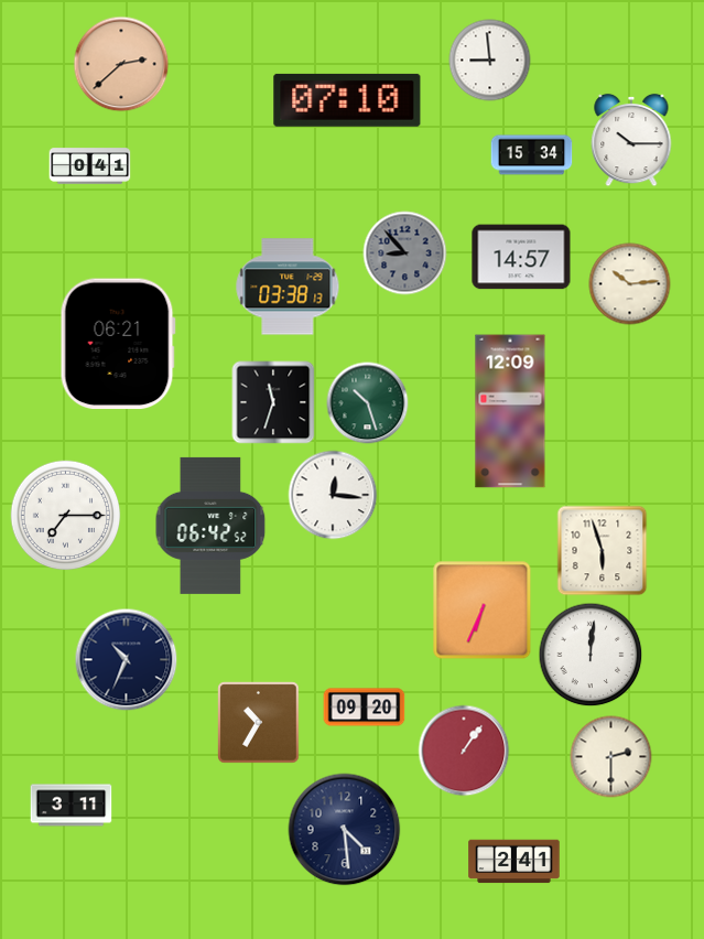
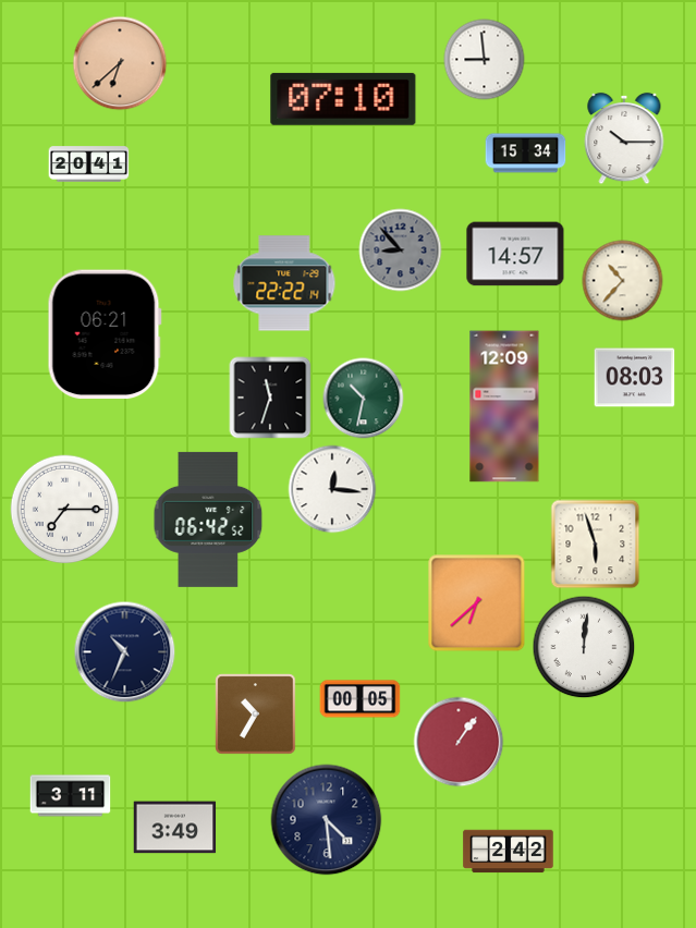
clock at (121, 64): 2:38 -> 6:38
clock at (90, 166): 0:41 -> 20:41
clock at (630, 284): 10:14 -> 10:37
clock at (288, 287): 03:38 -> 22:22
clock at (118, 344) position: (118, 344) -> (105, 334)
clock at (635, 378): none -> 08:03
clock at (368, 403): 10:27 -> 10:32
clock at (333, 495) position: (333, 495) -> (332, 489)
clock at (483, 611): 6:34 -> 6:38
clock at (365, 708): 09:20 -> 00:05
clock at (611, 757): 2:30 -> none
clock at (345, 830) position: (345, 830) -> (327, 820)
clock at (175, 828): none -> 3:49
clock at (515, 862): 2:41 -> 2:42
